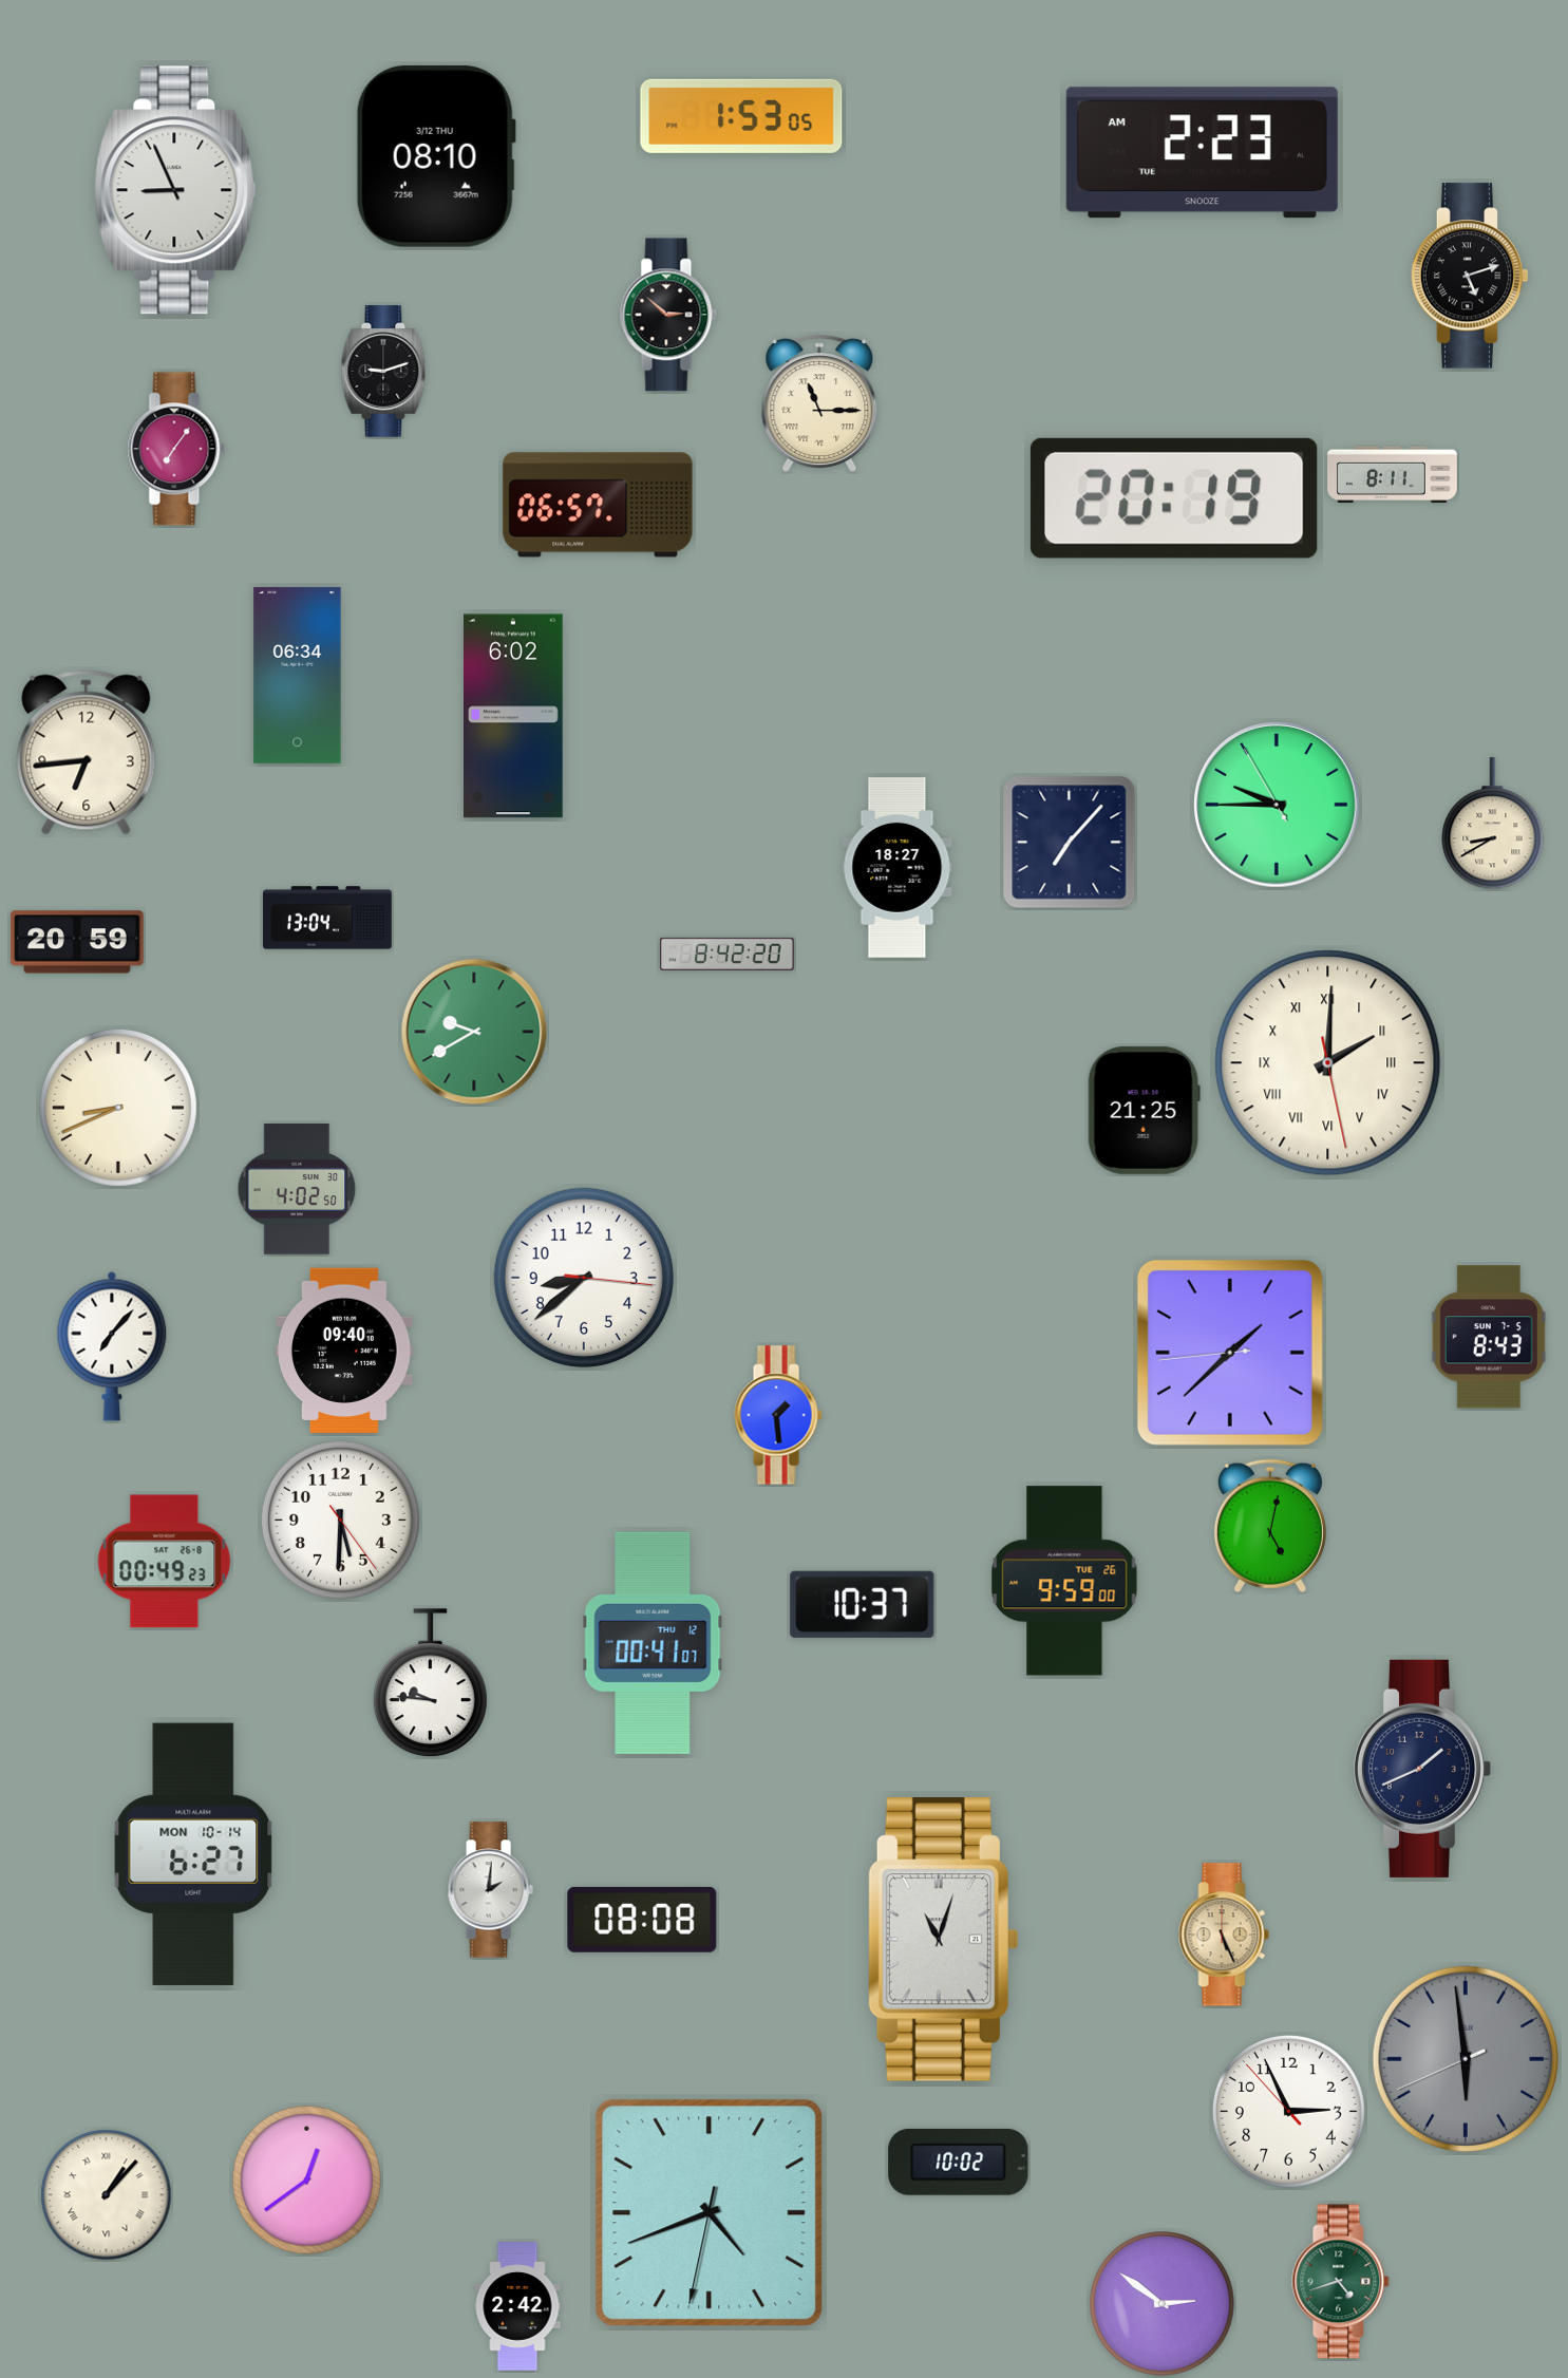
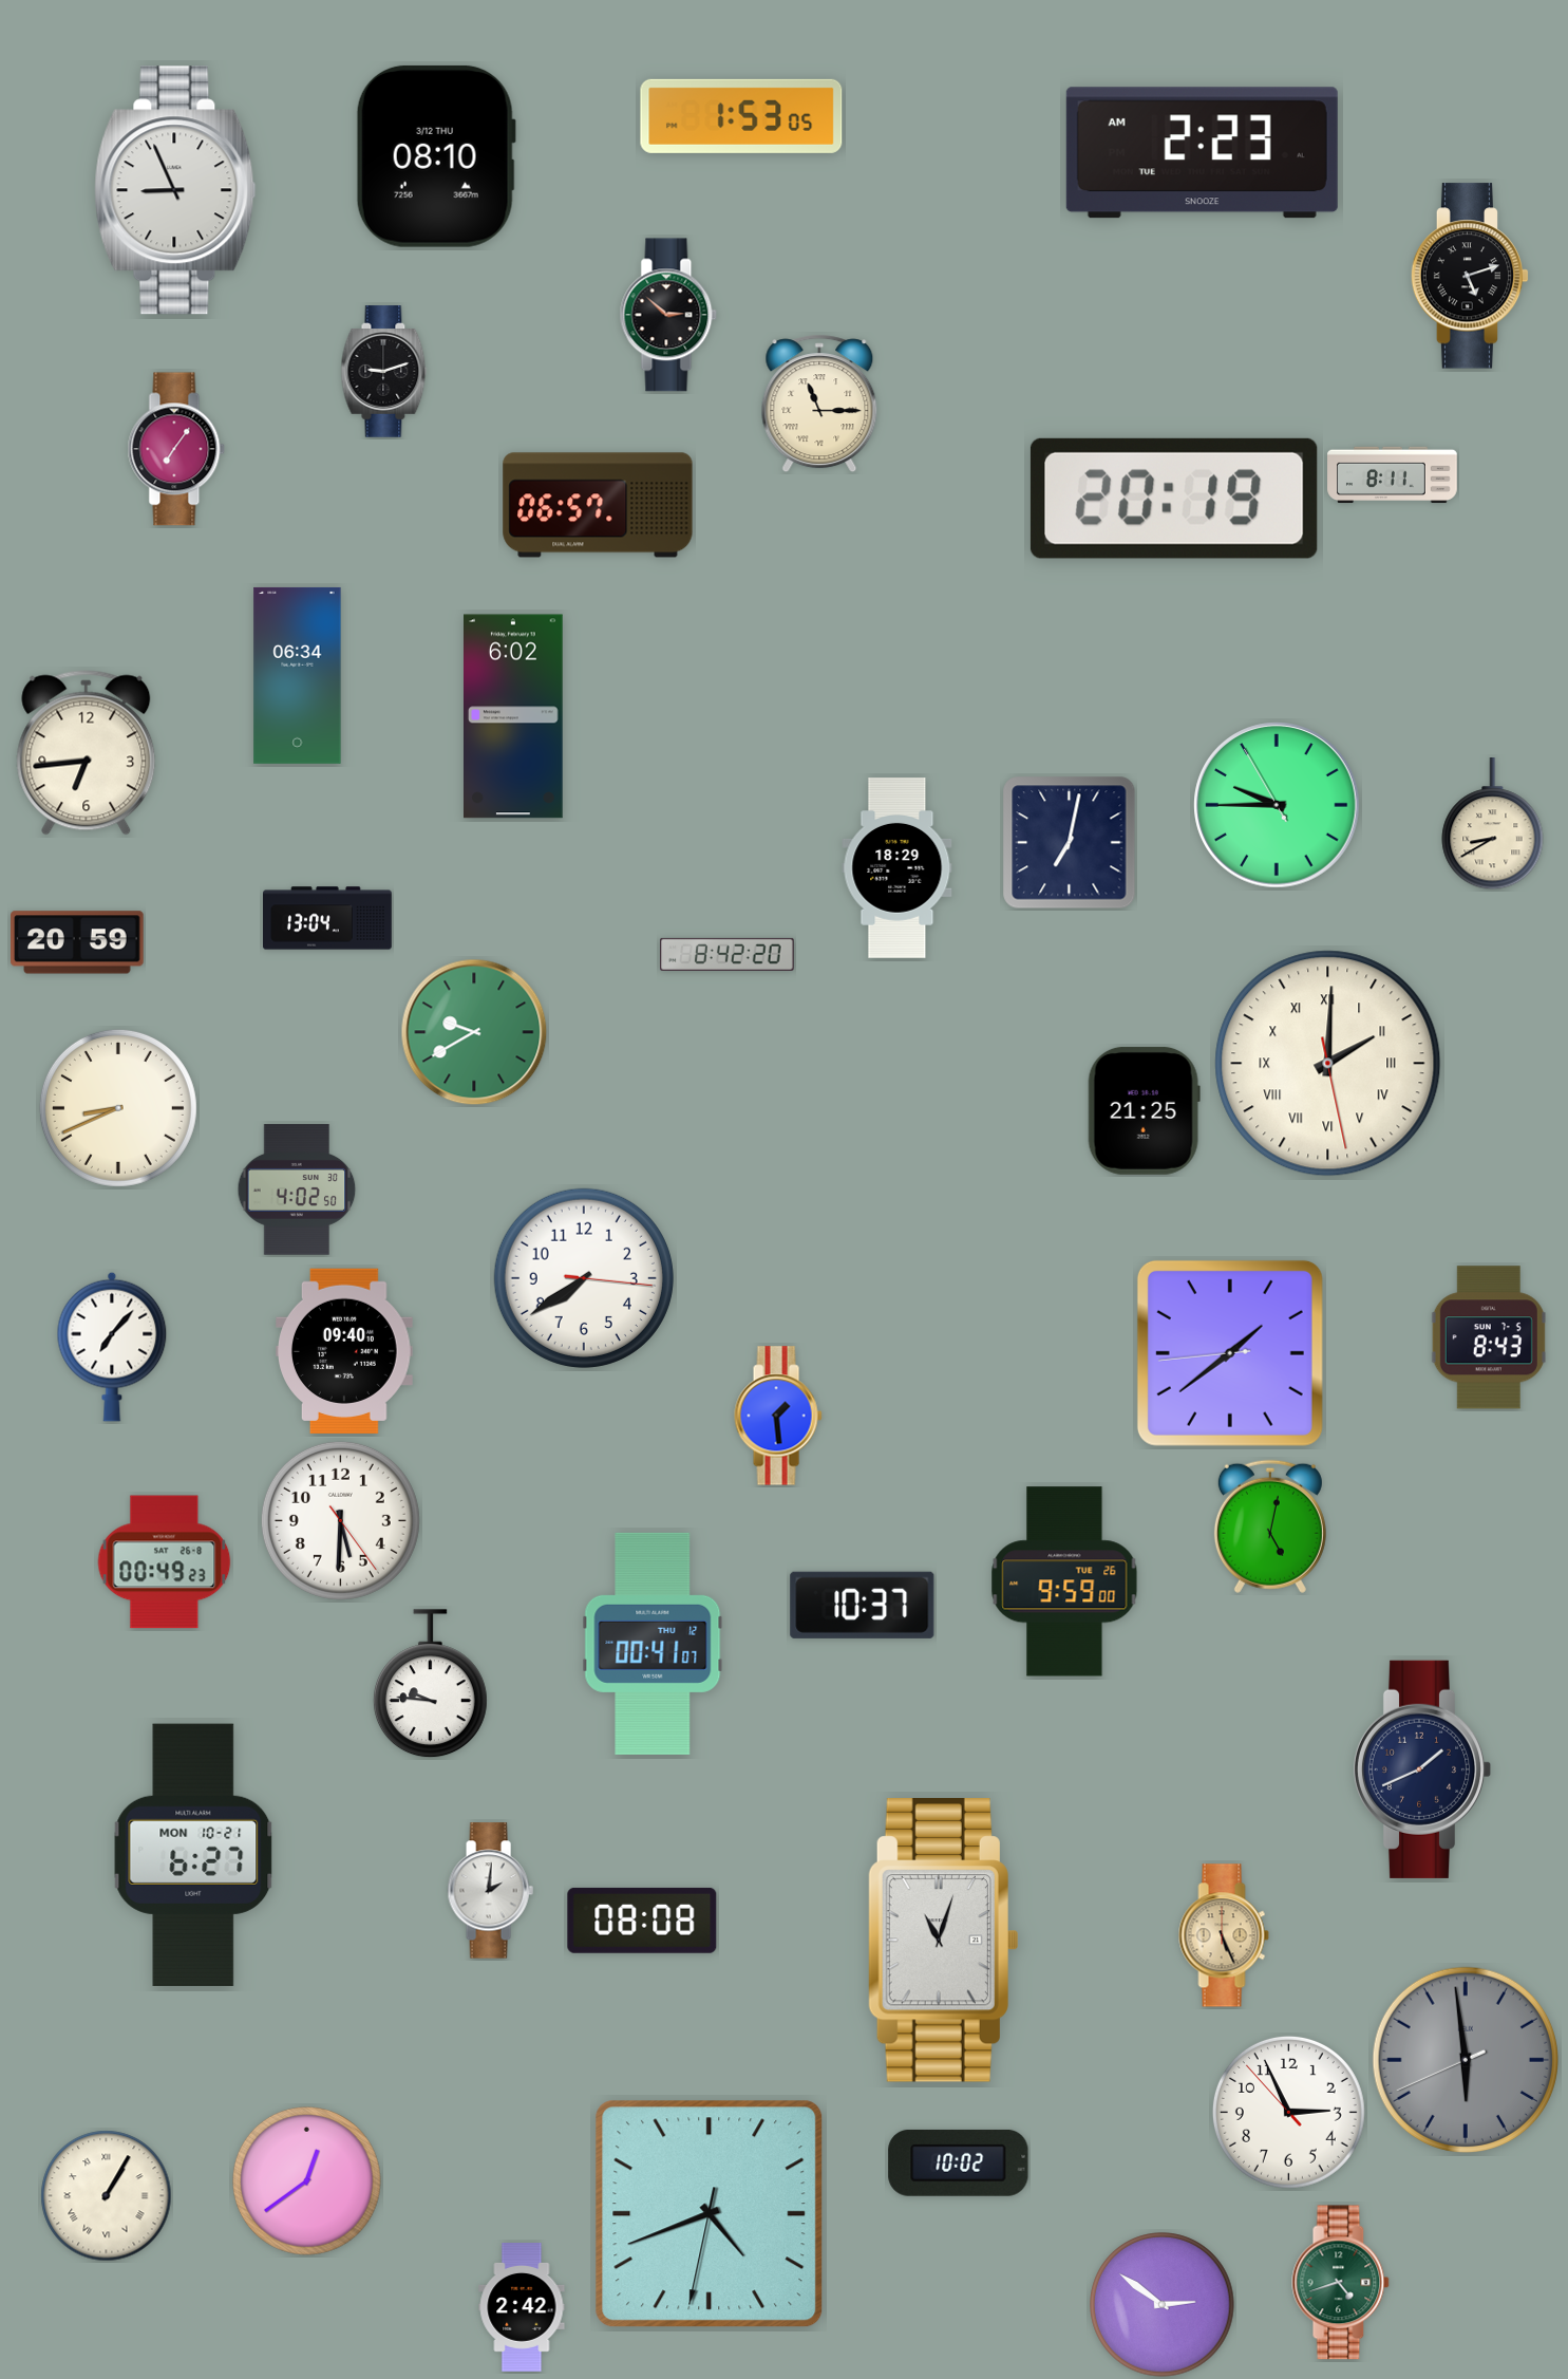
clock at (1070, 843): 7:07 -> 7:02
clock at (898, 868): 18:27 -> 18:29
clock at (584, 1278): 8:38 -> 7:39
clock at (1230, 1353): 1:37 -> 1:38
clock at (193, 1854) date: MON 10-14 -> MON 10-21
clock at (107, 2195): 1:07 -> 1:05
clock at (517, 2306) position: (517, 2306) -> (522, 2307)
